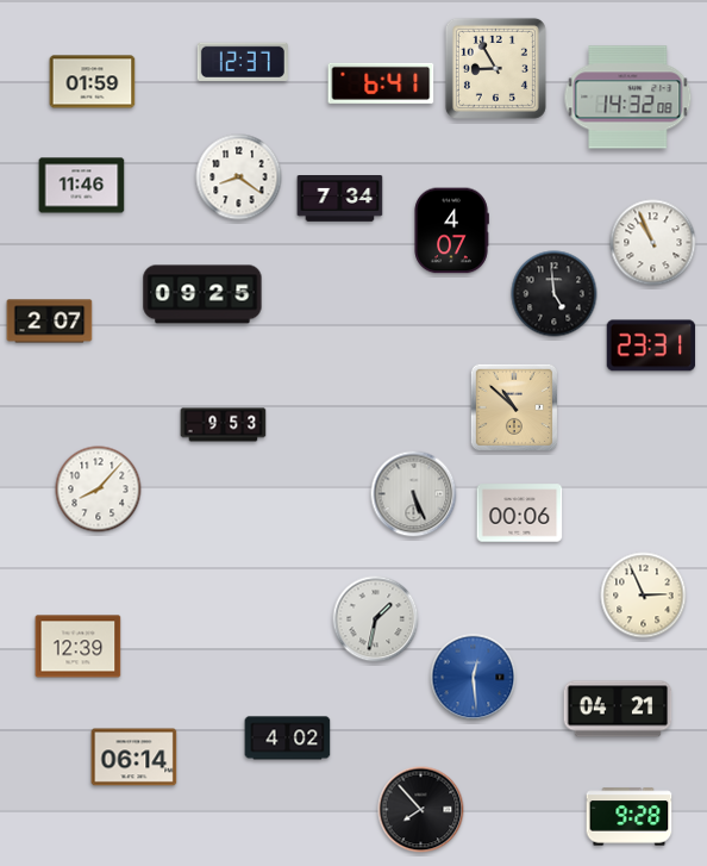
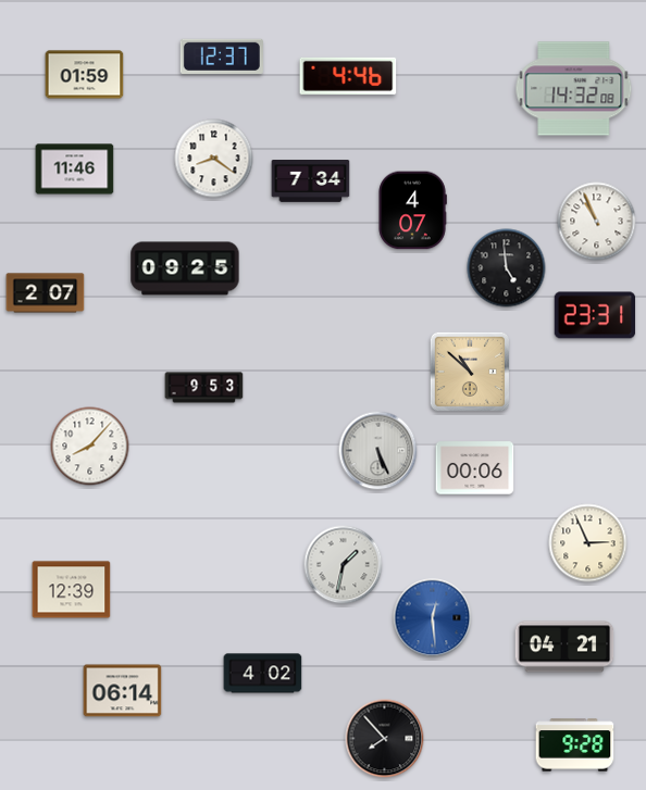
clock at (495, 68): 8:55 -> none
clock at (381, 83): 6:41 -> 4:46
clock at (239, 177) position: (239, 177) -> (214, 159)
